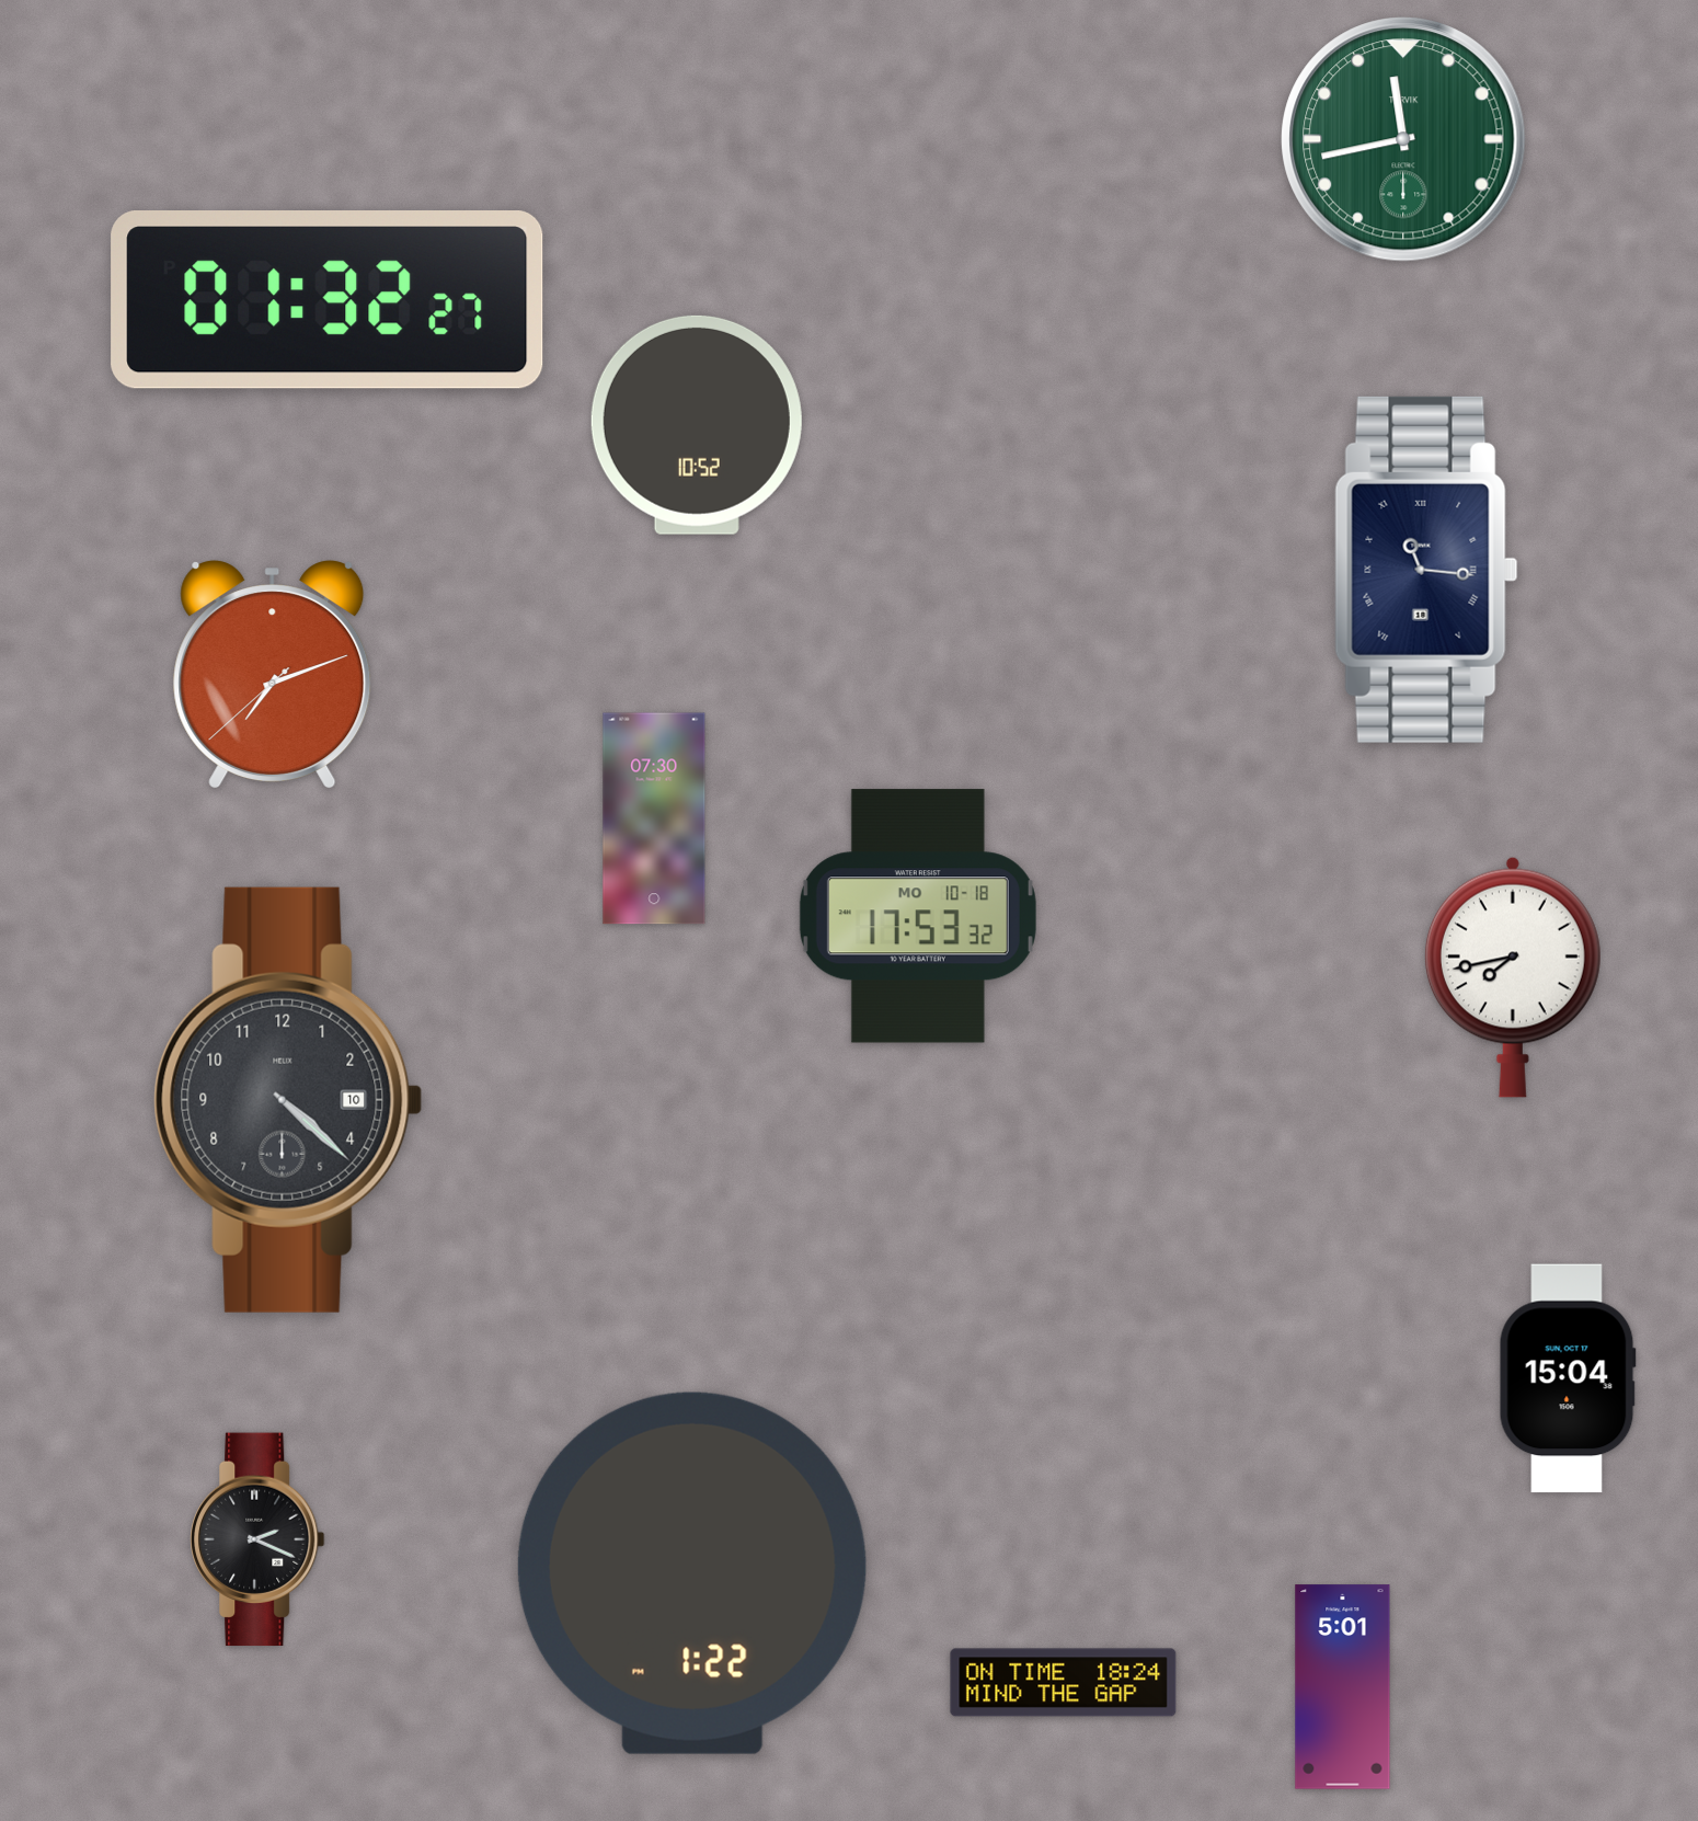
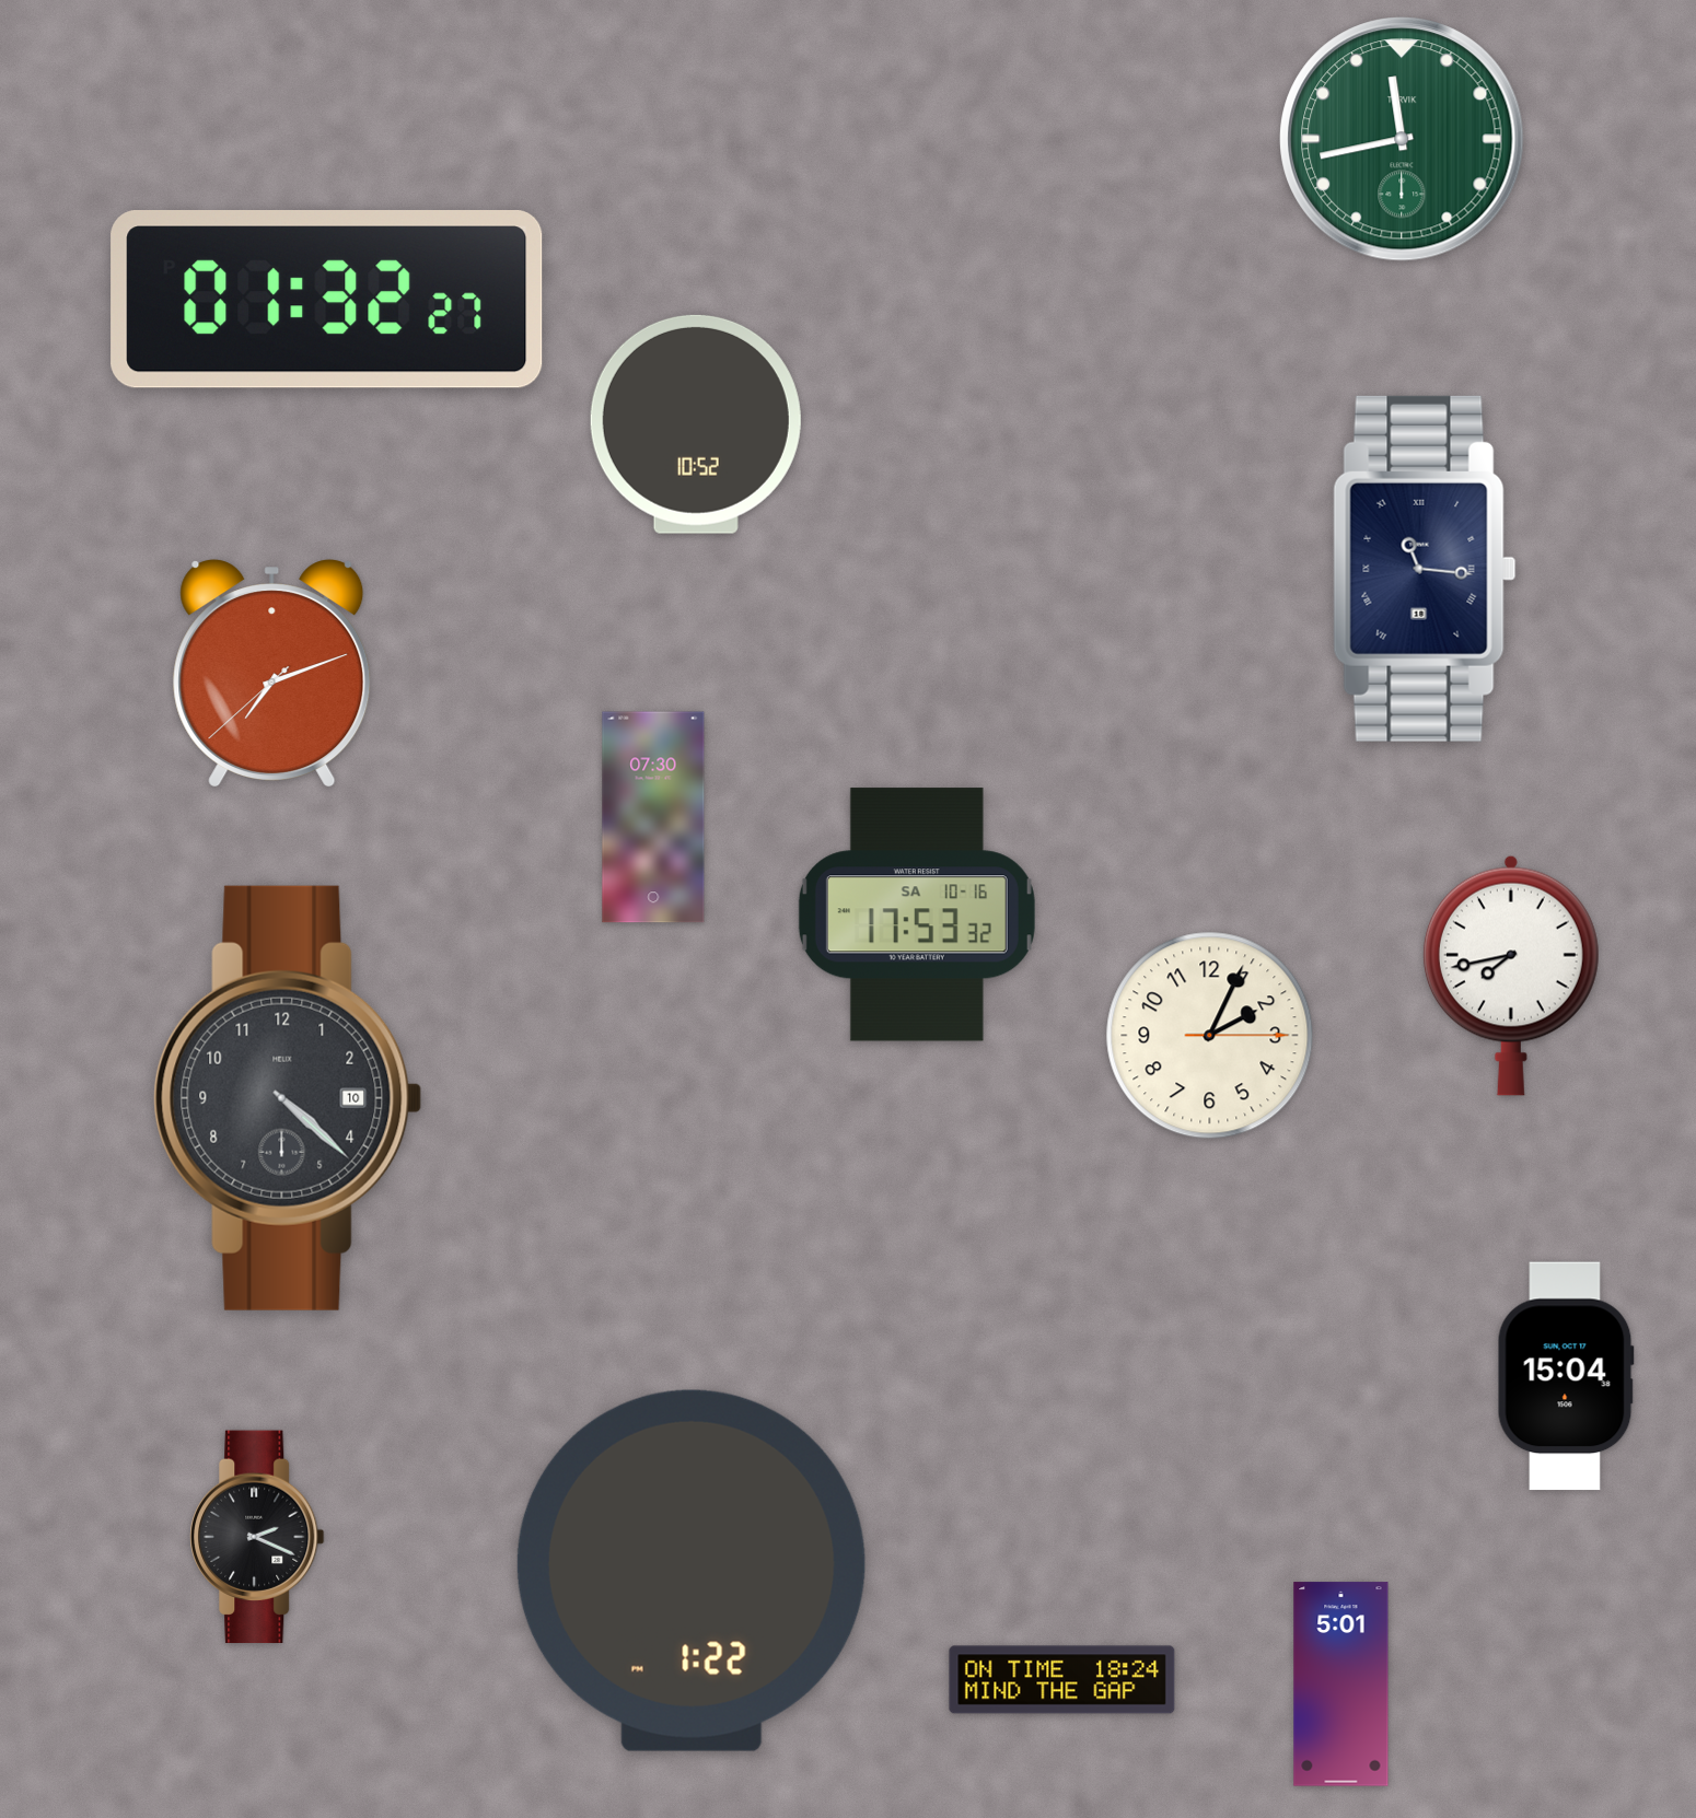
clock at (918, 916) date: MO 10-18 -> SA 10-16
clock at (1210, 1036): none -> 2:04
